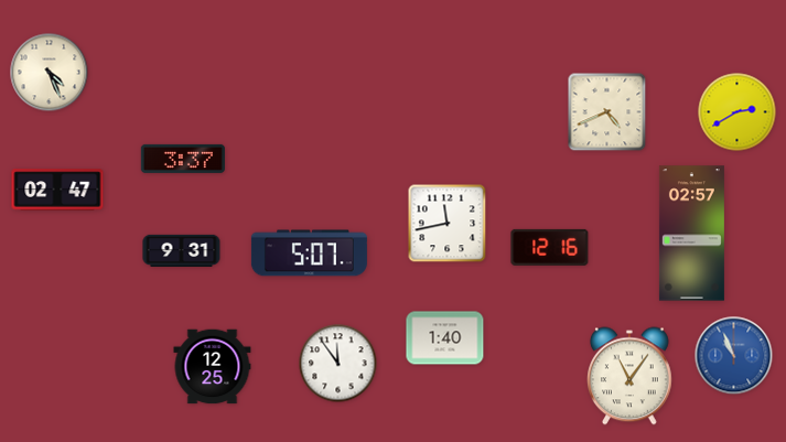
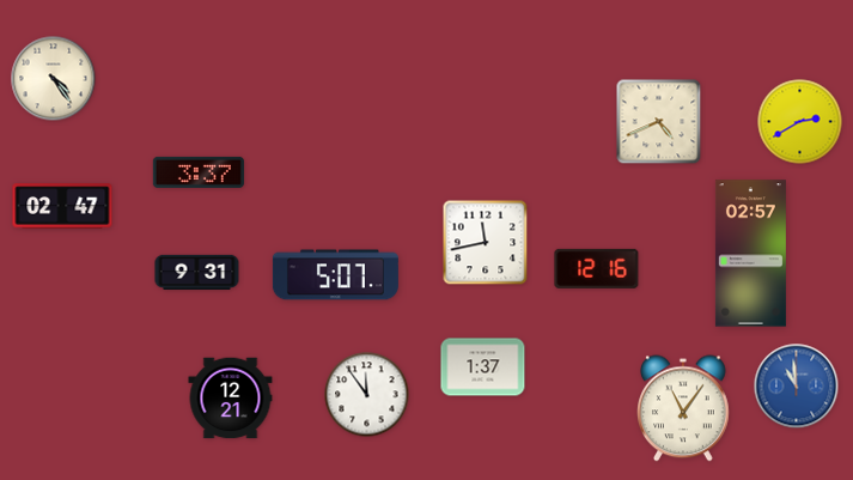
clock at (50, 73): 4:26 -> 4:24
clock at (445, 338): 1:40 -> 1:37
clock at (734, 356): 10:56 -> 10:59
clock at (213, 367): 12:25 -> 12:21
